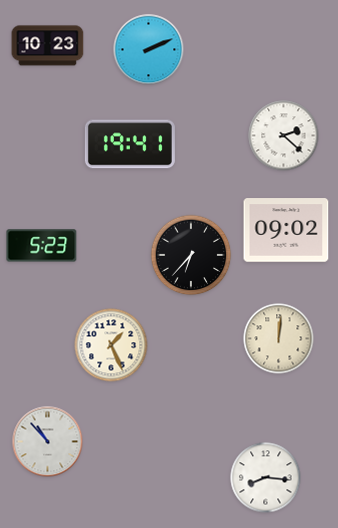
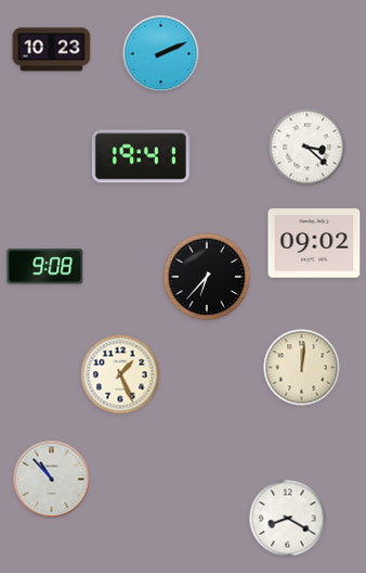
clock at (284, 136): 2:22 -> 3:22
clock at (286, 230) position: (286, 230) -> (314, 243)
clock at (42, 246): 5:23 -> 9:08
clock at (266, 478): 8:16 -> 8:20
